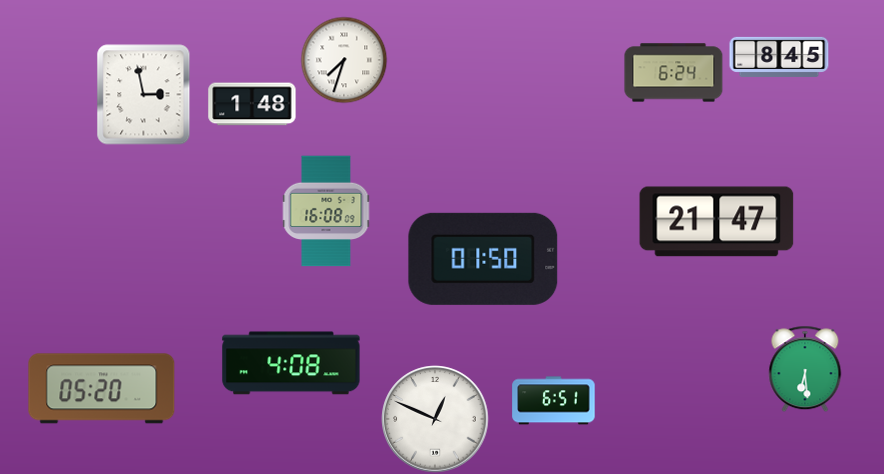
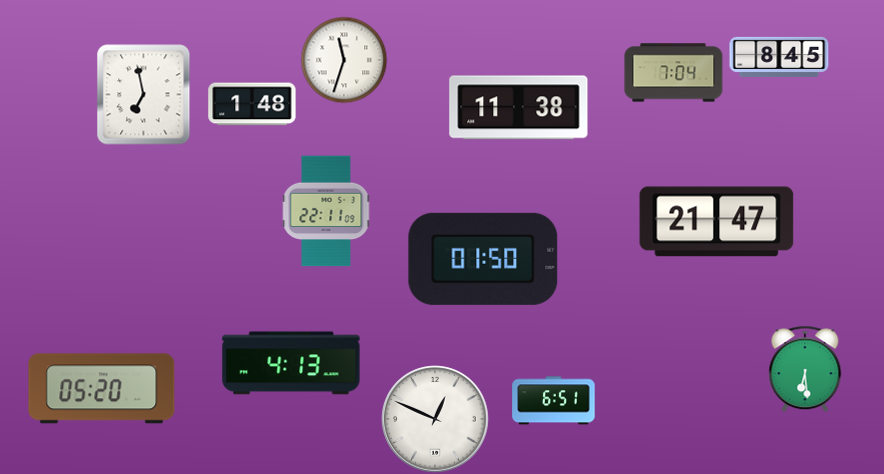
clock at (344, 60): 7:33 -> 11:33
clock at (674, 73): 6:24 -> 7:04
clock at (144, 95): 2:58 -> 6:58
clock at (519, 108): none -> 11:38
clock at (326, 211): 16:08 -> 22:11
clock at (291, 363): 4:08 -> 4:13
